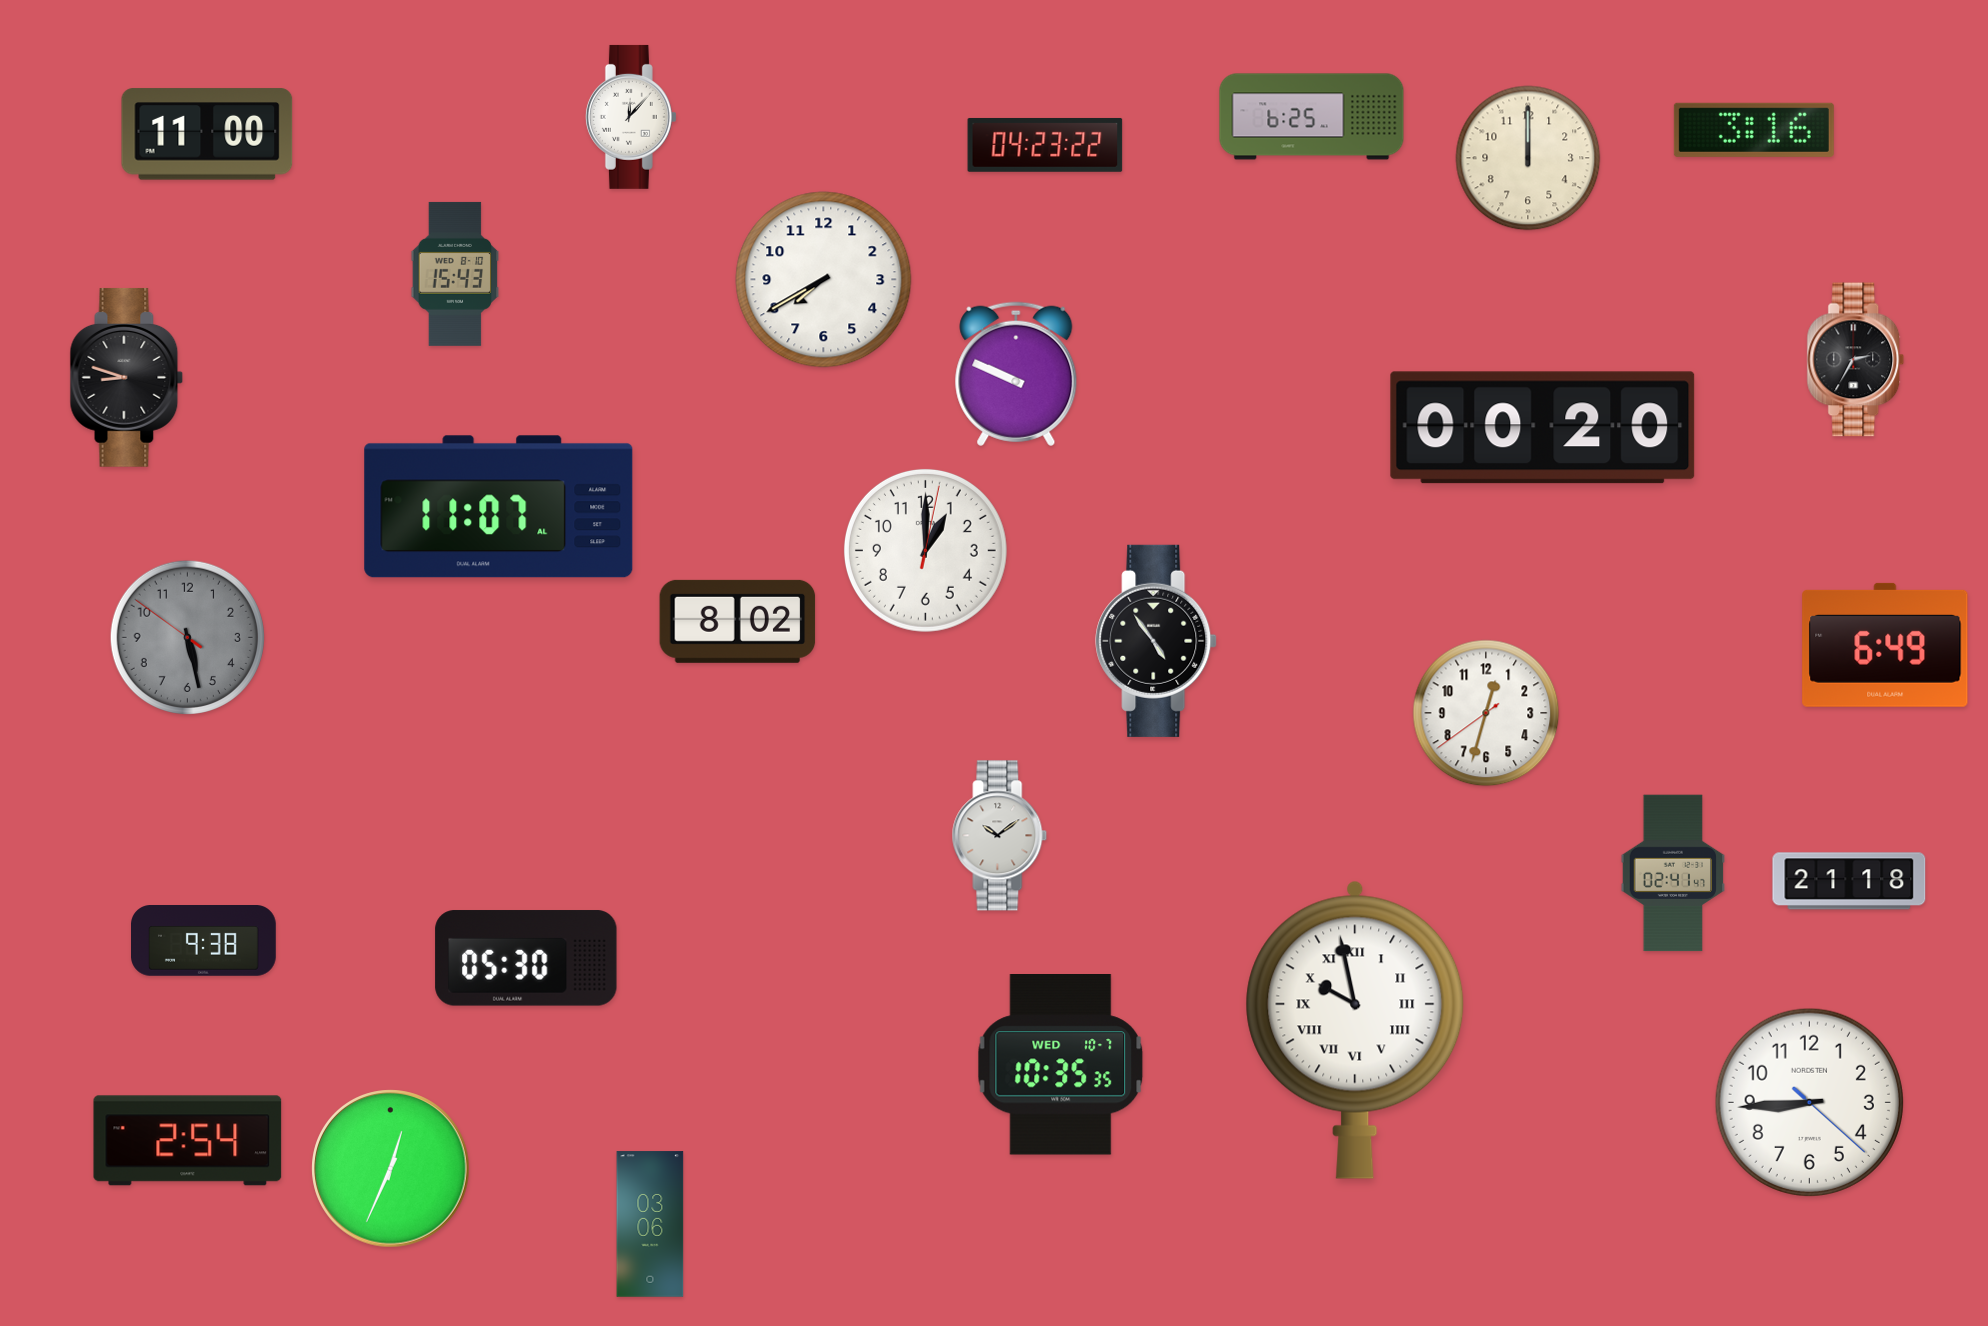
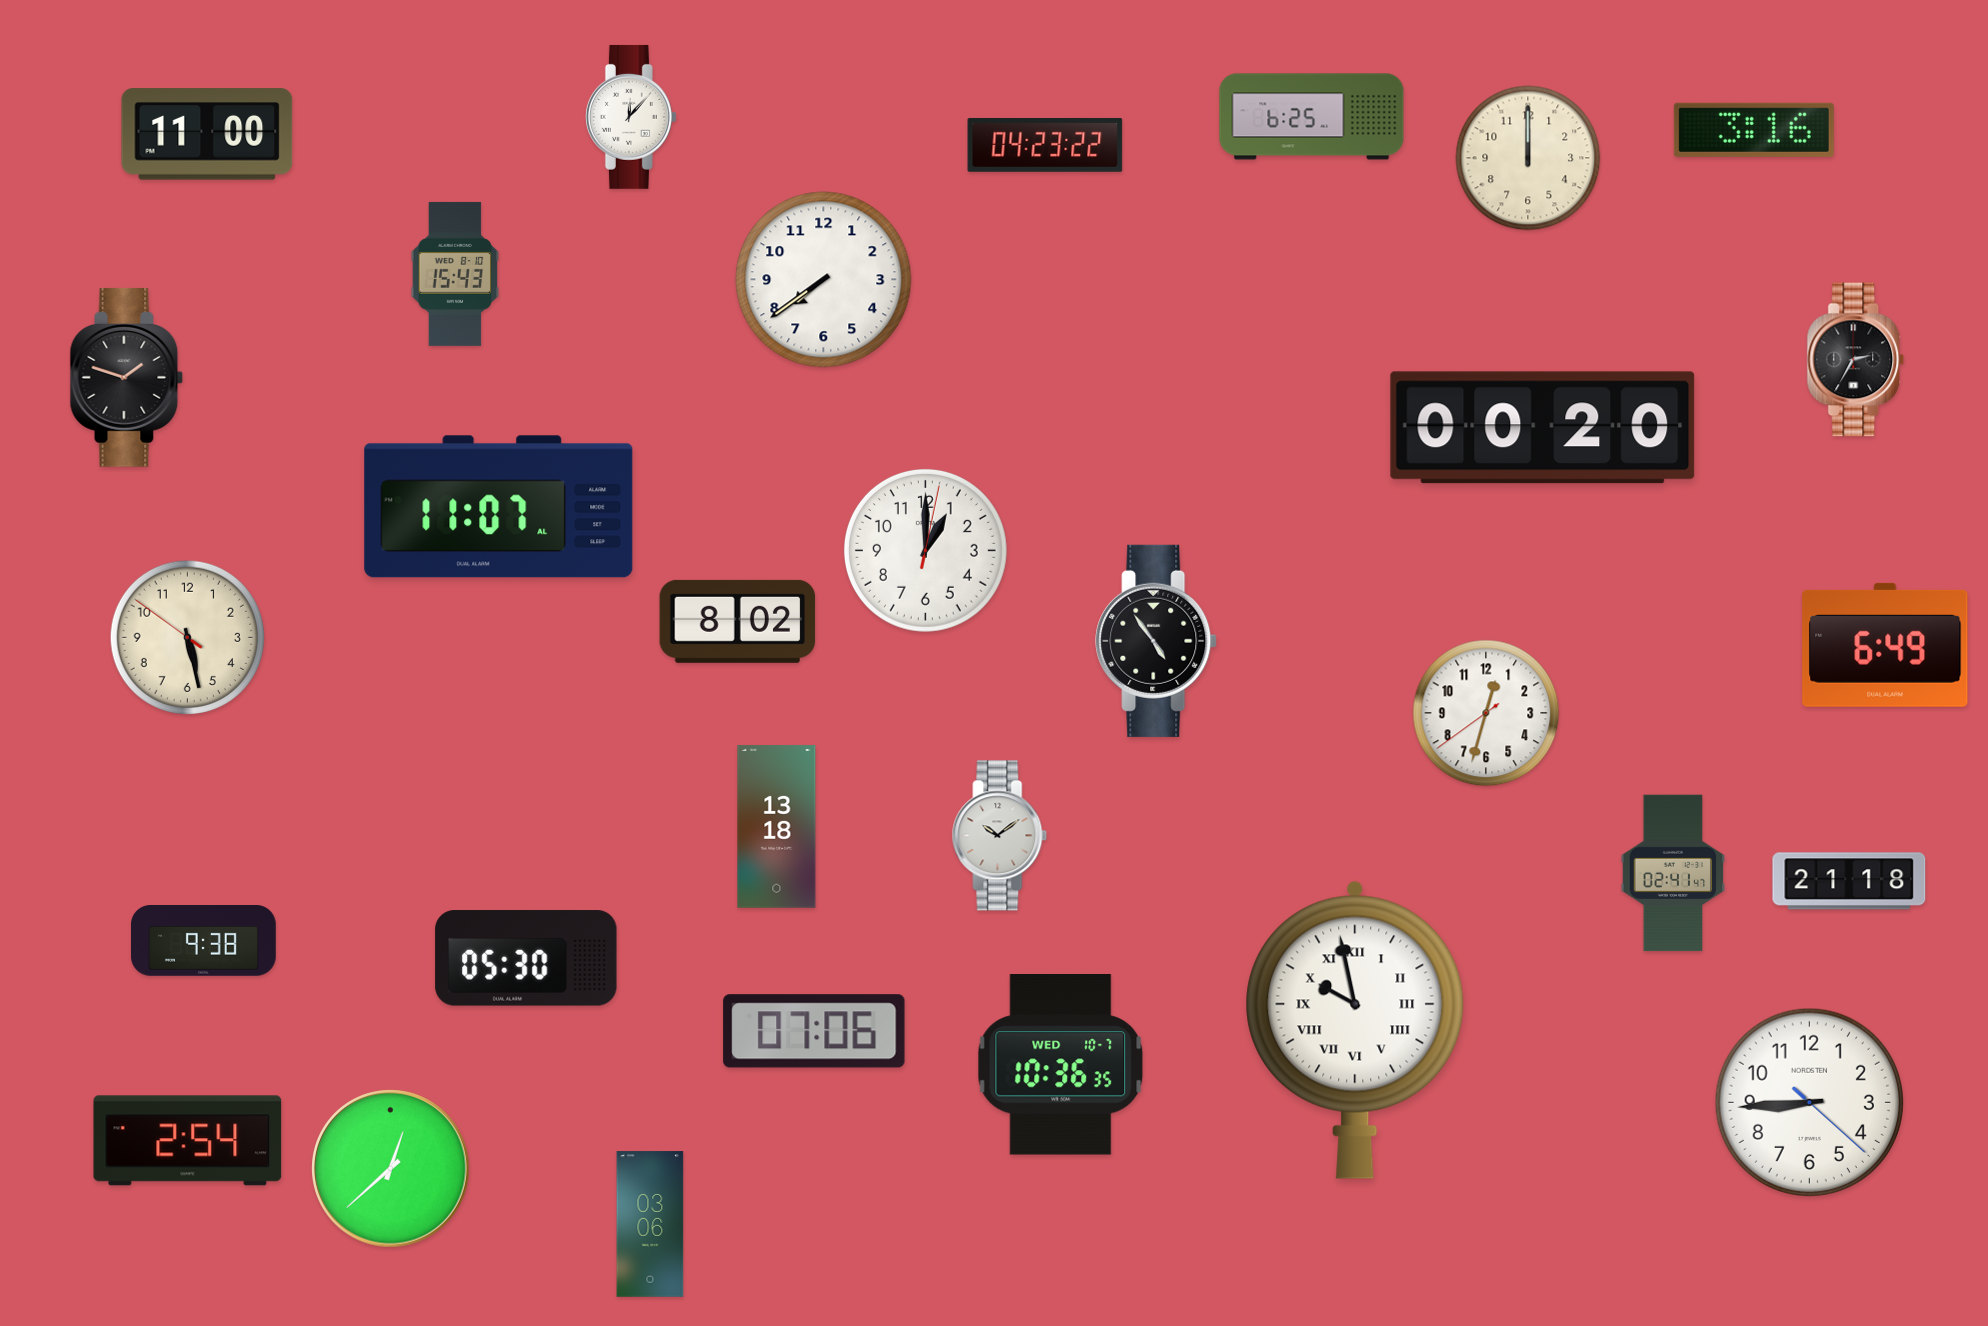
clock at (824, 280): 7:40 -> 7:39
clock at (1016, 374): 9:49 -> none
clock at (127, 377): 8:48 -> 1:48
clock at (187, 637) dial: grey -> cream
clock at (777, 827): none -> 13:18
clock at (814, 1031): none -> 07:06
clock at (1061, 1065): 10:35 -> 10:36
clock at (391, 1169): 12:34 -> 12:38
